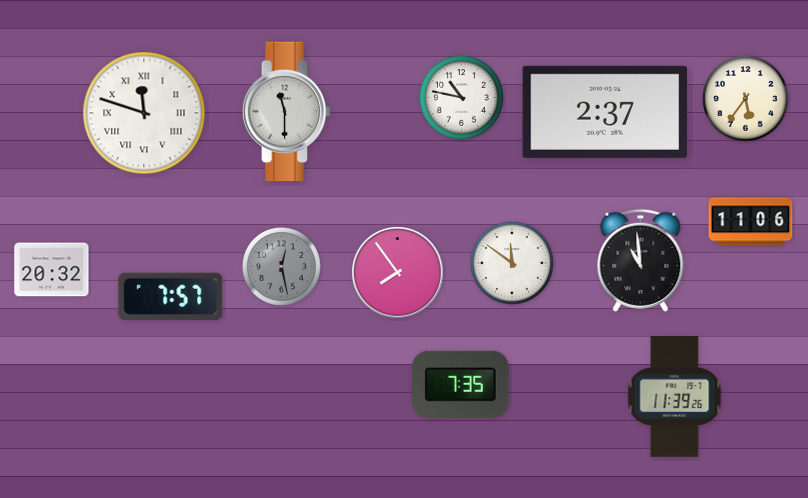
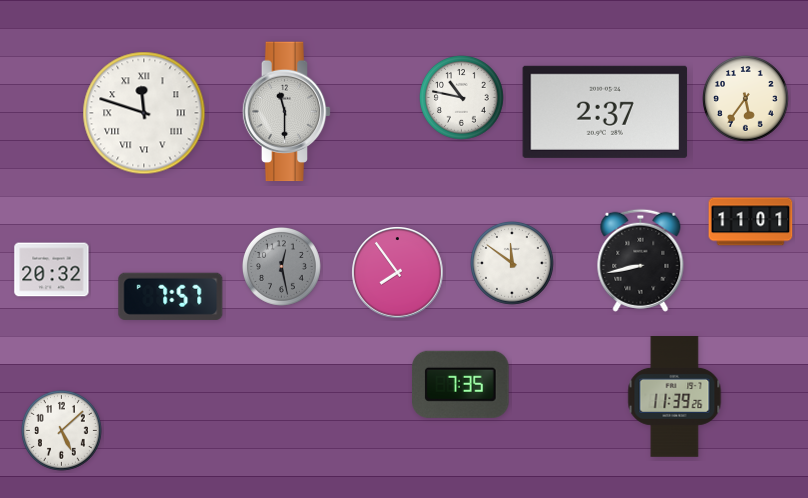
clock at (751, 222): 11:06 -> 11:01
clock at (641, 260): 10:59 -> 8:43
clock at (61, 431): none -> 5:08
